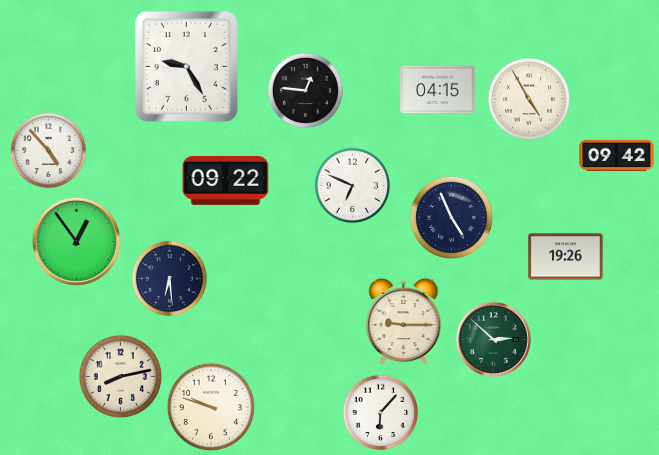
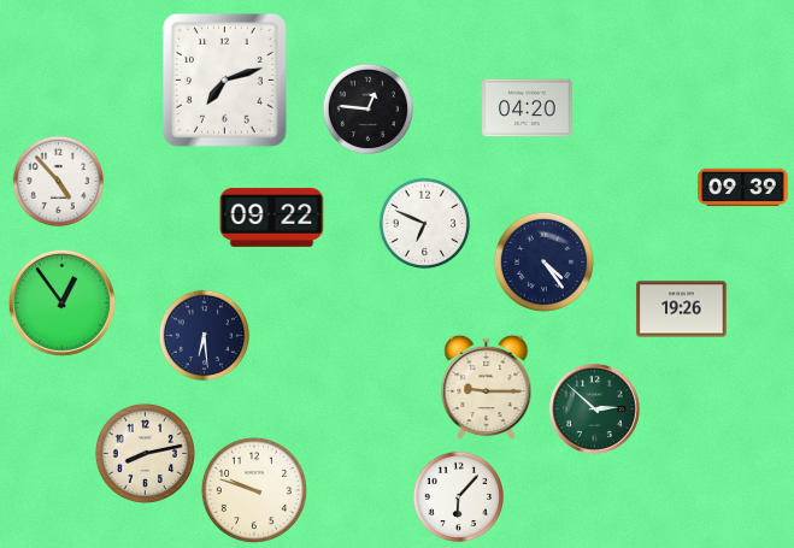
clock at (186, 67): 9:25 -> 7:12
clock at (438, 90): 04:15 -> 04:20
clock at (529, 99): 4:55 -> none
clock at (617, 156): 09:42 -> 09:39
clock at (451, 217): 4:56 -> 4:24
clock at (76, 241) position: (76, 241) -> (61, 302)
